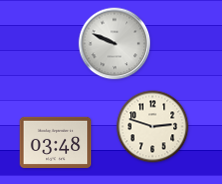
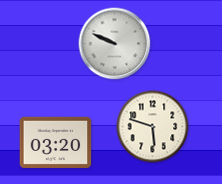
clock at (153, 127): 2:48 -> 5:48
clock at (56, 142): 03:48 -> 03:20
